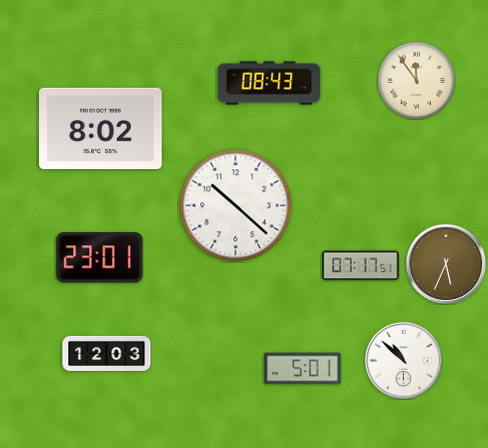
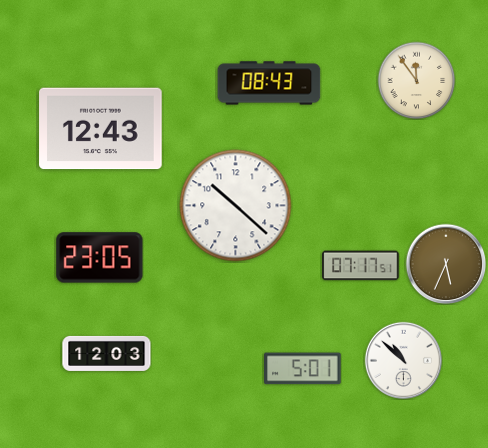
clock at (101, 129): 8:02 -> 12:43
clock at (100, 258): 23:01 -> 23:05
